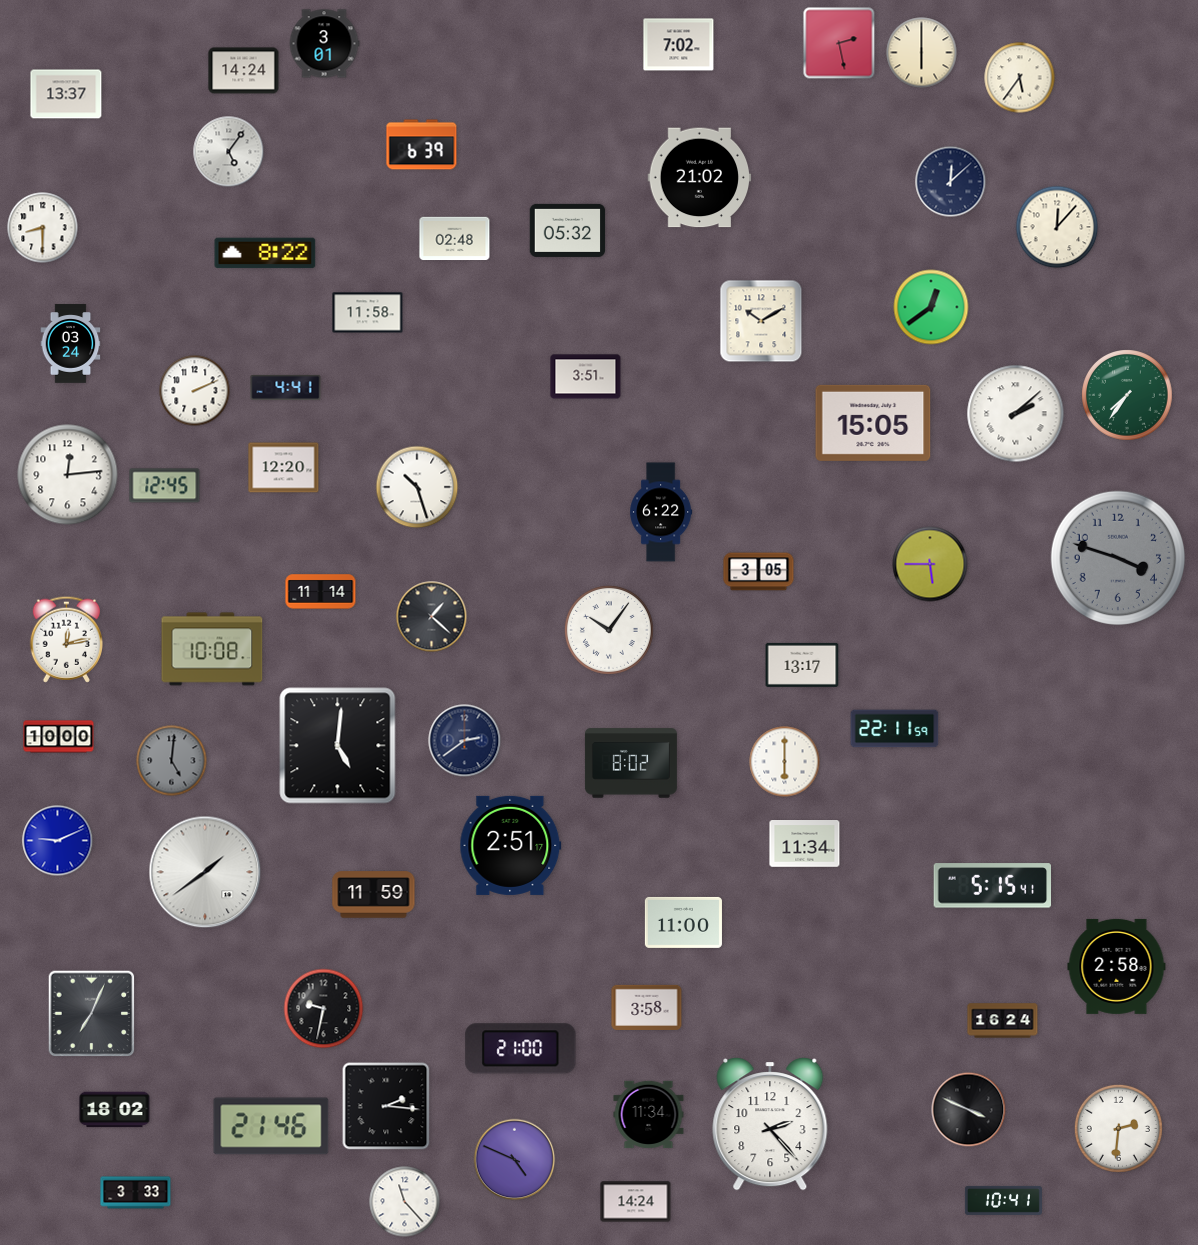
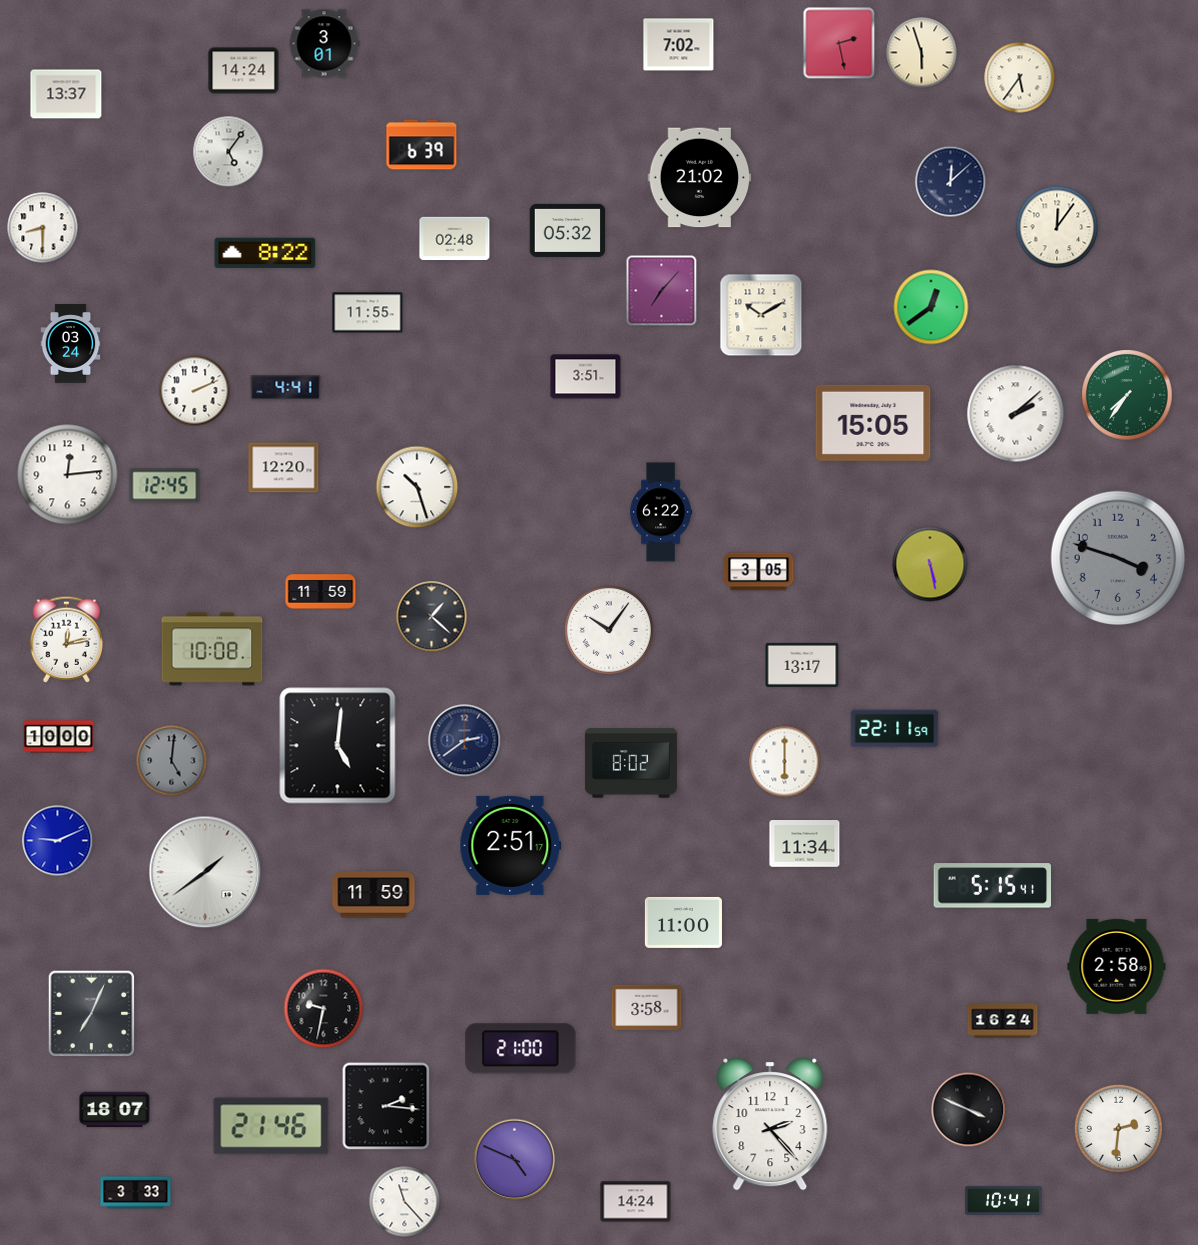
clock at (922, 53): 6:00 -> 5:57
clock at (1057, 227): 12:07 -> 12:06
clock at (662, 291): none -> 7:07
clock at (368, 313): 11:58 -> 11:55
clock at (761, 321) position: (761, 321) -> (761, 315)
clock at (930, 564): 5:45 -> 5:28
clock at (321, 592): 11:14 -> 11:59
clock at (115, 1110): 18:02 -> 18:07
clock at (649, 1115): 11:34 -> none
